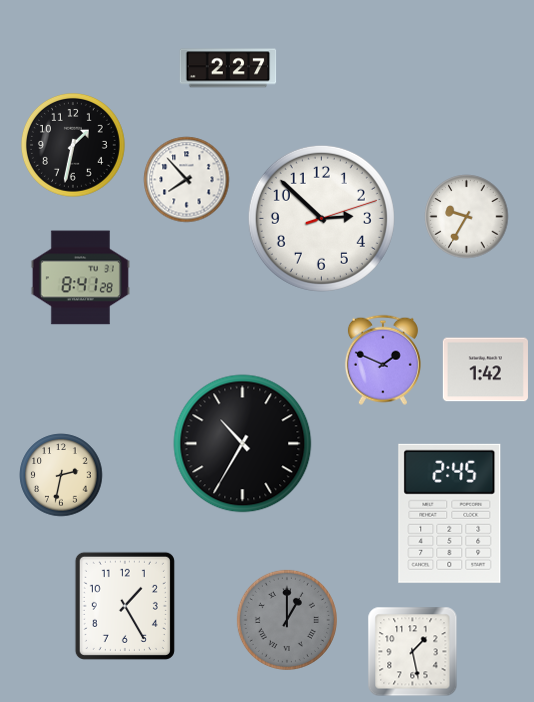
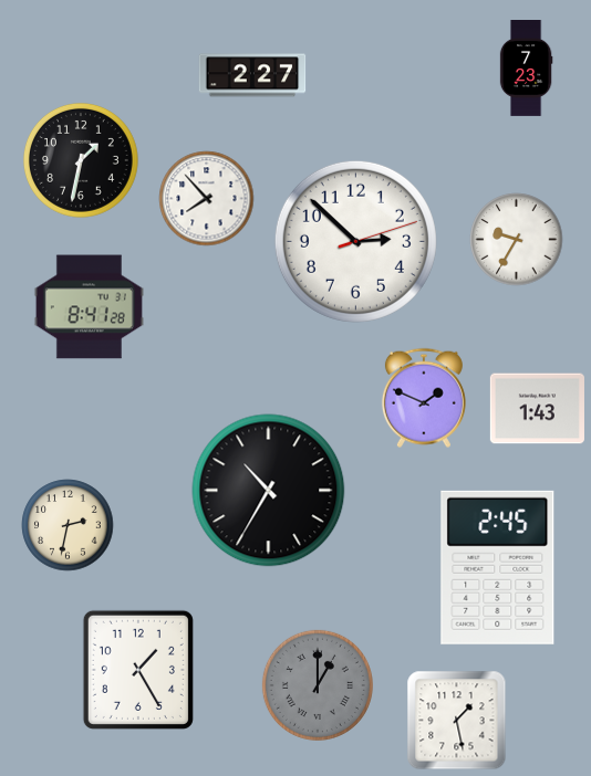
clock at (526, 69): none -> 7:23
clock at (485, 370): 1:42 -> 1:43
